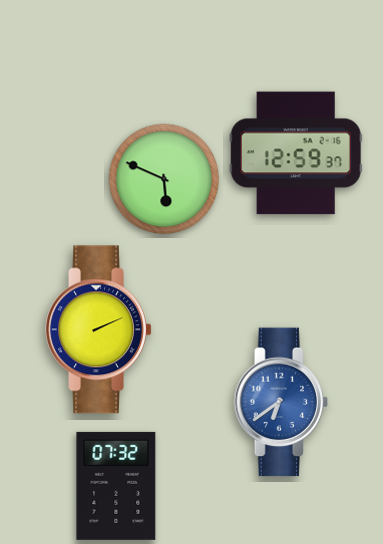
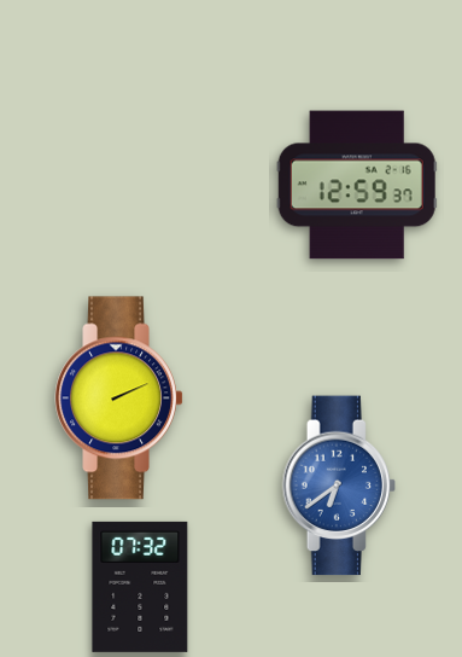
clock at (164, 179): 5:49 -> none
